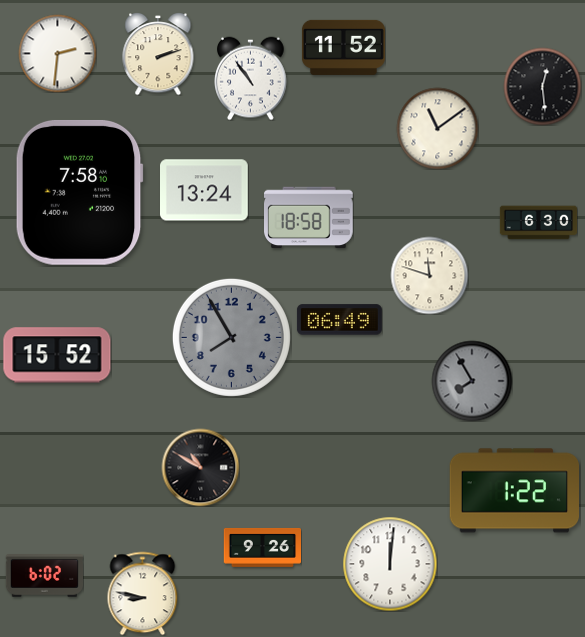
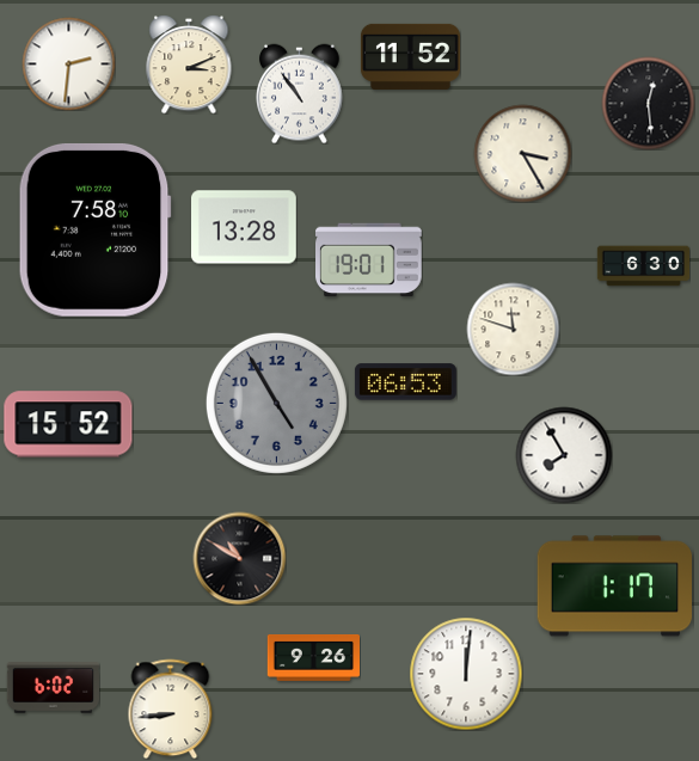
clock at (158, 54): 2:12 -> 3:11
clock at (437, 128): 11:09 -> 3:25
clock at (205, 190): 13:24 -> 13:28
clock at (309, 218): 18:58 -> 19:01
clock at (339, 320): 06:49 -> 06:53
clock at (231, 337): 7:55 -> 4:55
clock at (472, 381) dial: grey -> white
clock at (515, 491): 1:22 -> 1:17
clock at (262, 547) position: (262, 547) -> (313, 657)
clock at (143, 593): 8:47 -> 8:44
